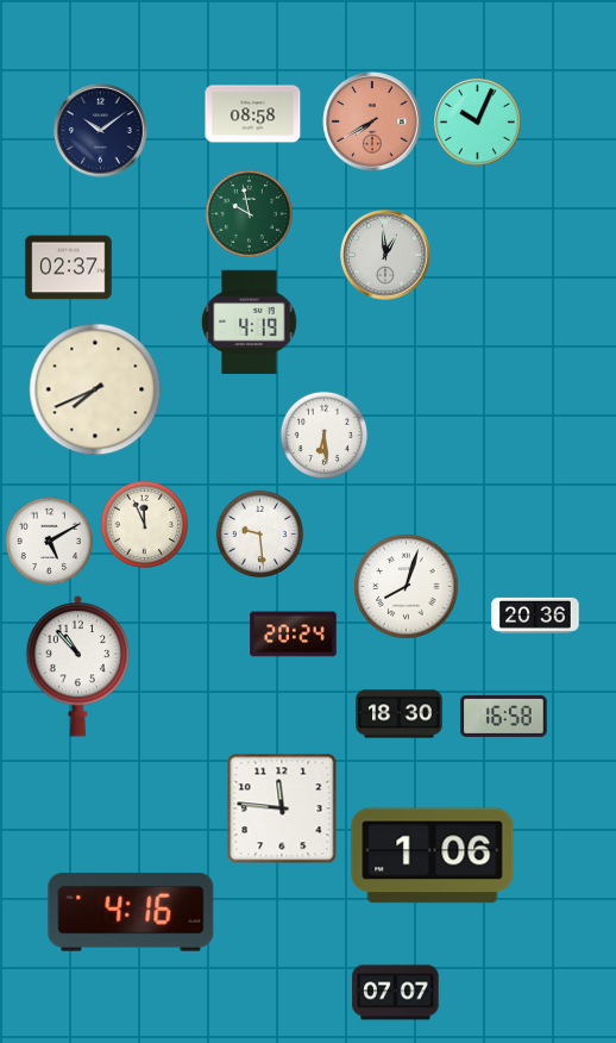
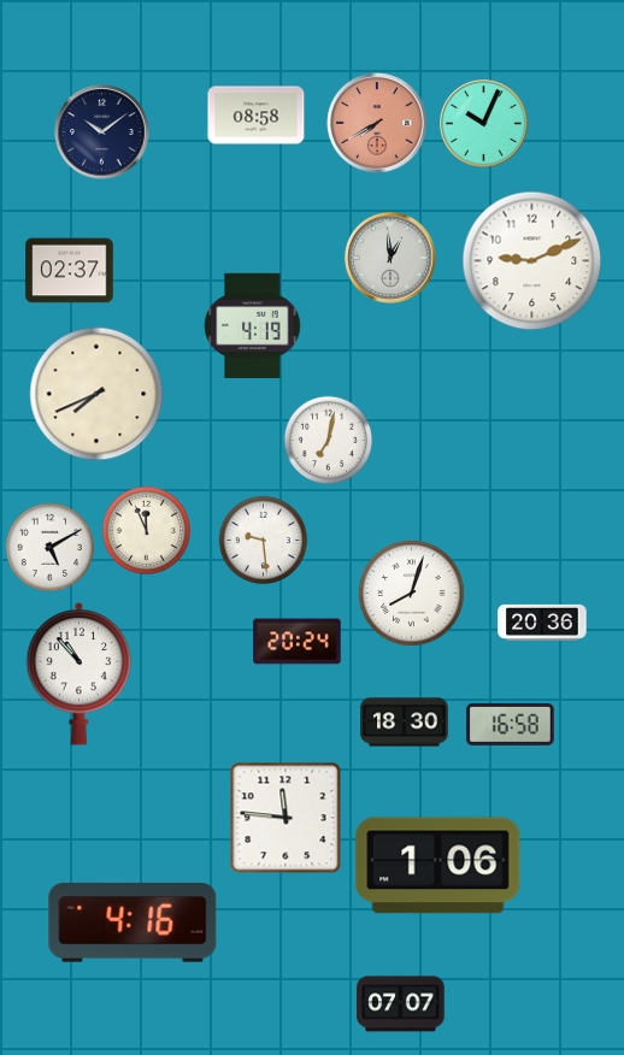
clock at (249, 213): 9:58 -> none
clock at (532, 261): none -> 9:11
clock at (323, 435): 6:29 -> 7:02
